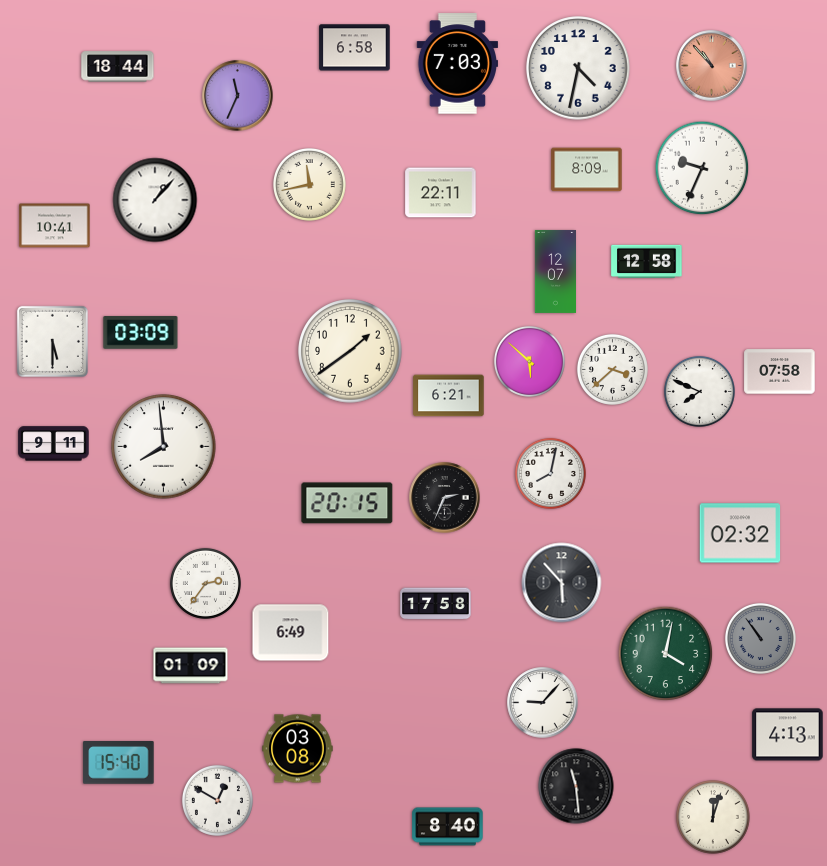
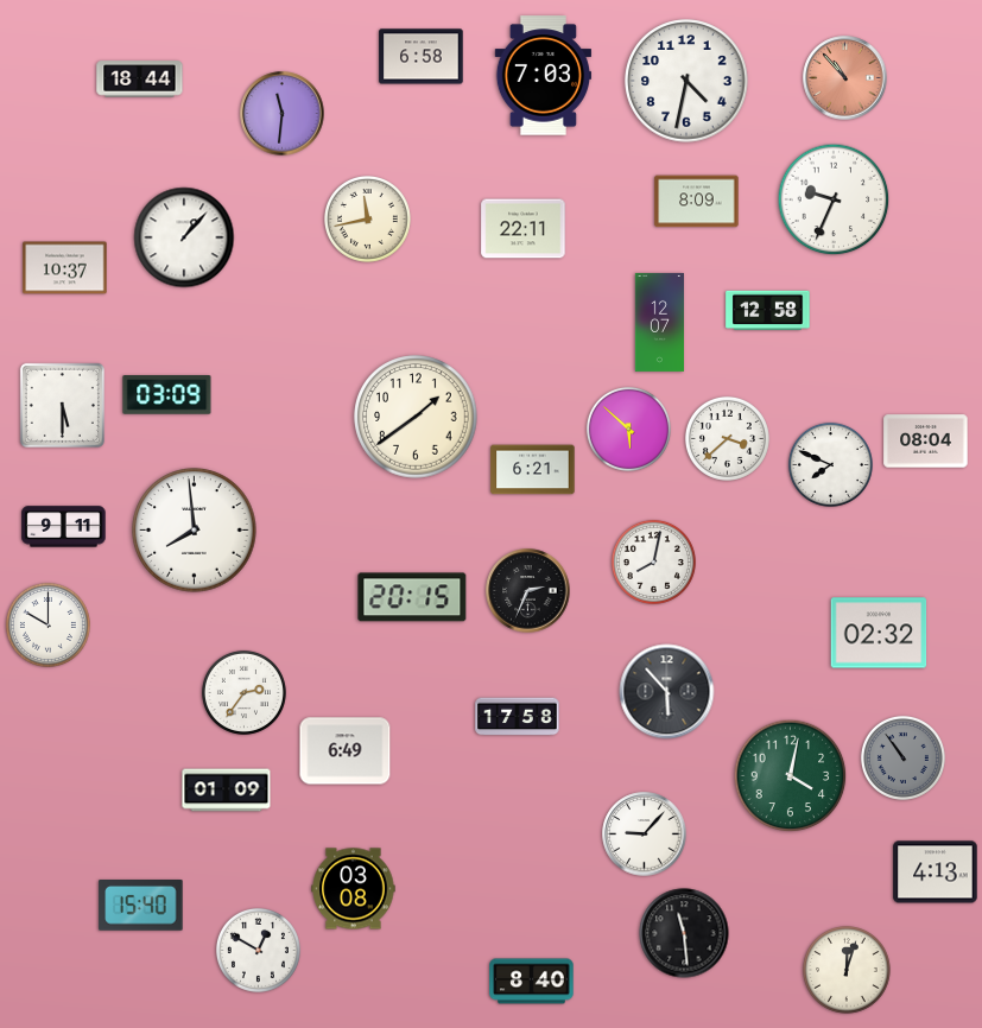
clock at (238, 96): 11:34 -> 11:31
clock at (55, 226): 10:41 -> 10:37
clock at (780, 372): 07:58 -> 08:04
clock at (47, 624): none -> 10:00
